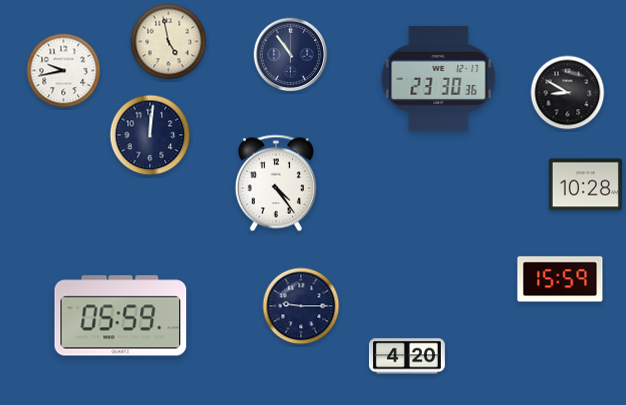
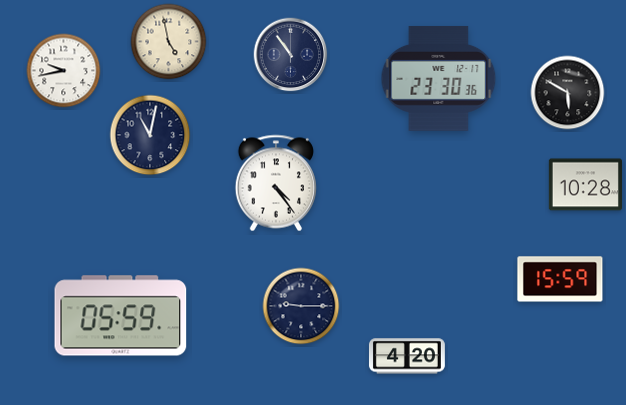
clock at (568, 93): 8:50 -> 5:50
clock at (150, 135): 12:01 -> 11:02
